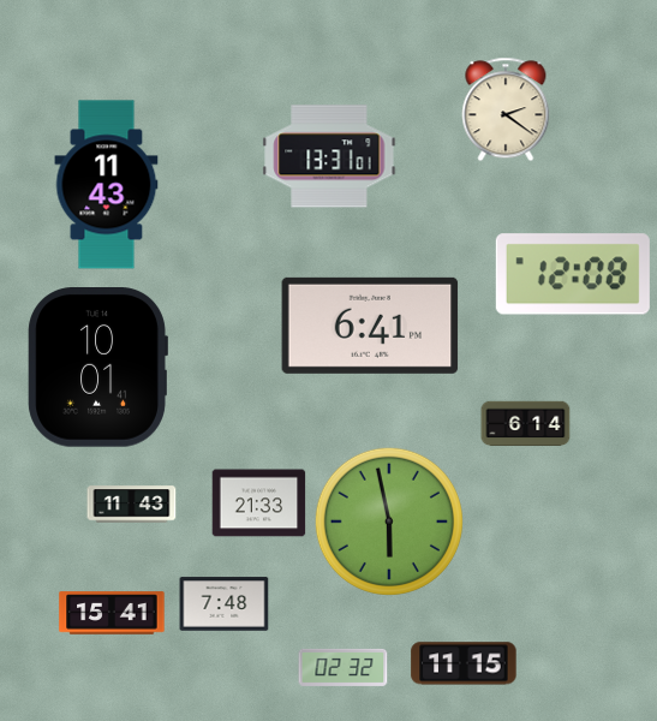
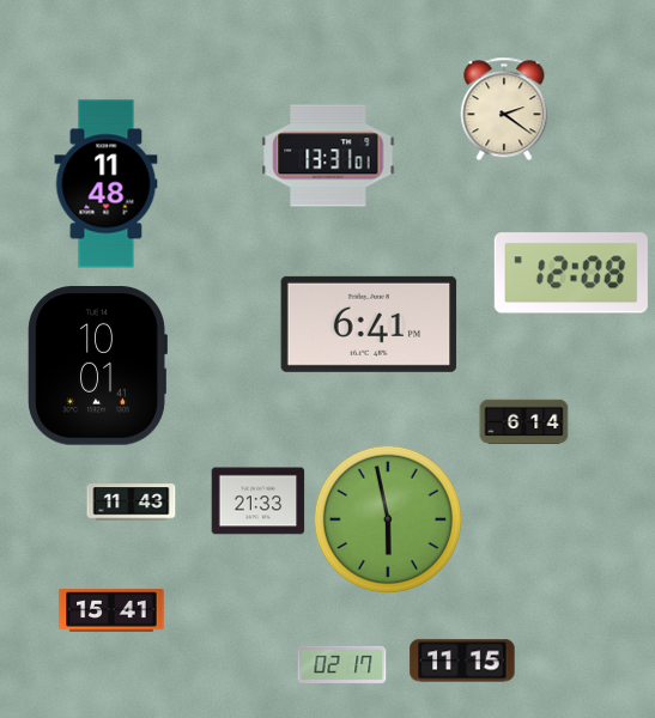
clock at (107, 185): 11:43 -> 11:48
clock at (225, 604): 7:48 -> none
clock at (344, 667): 02:32 -> 02:17
